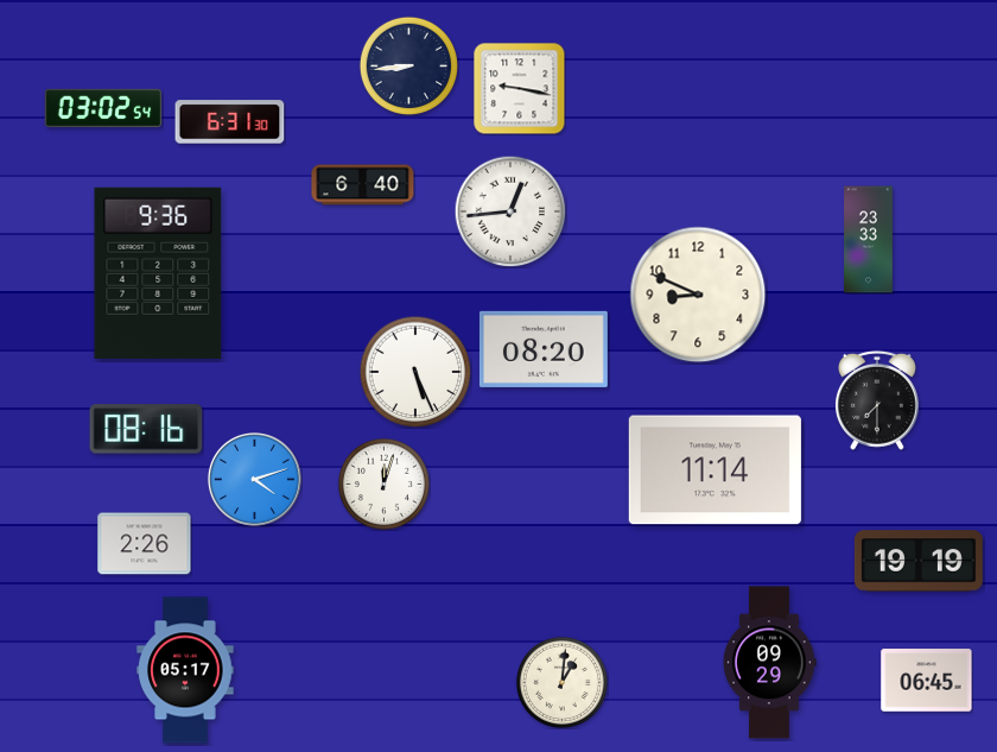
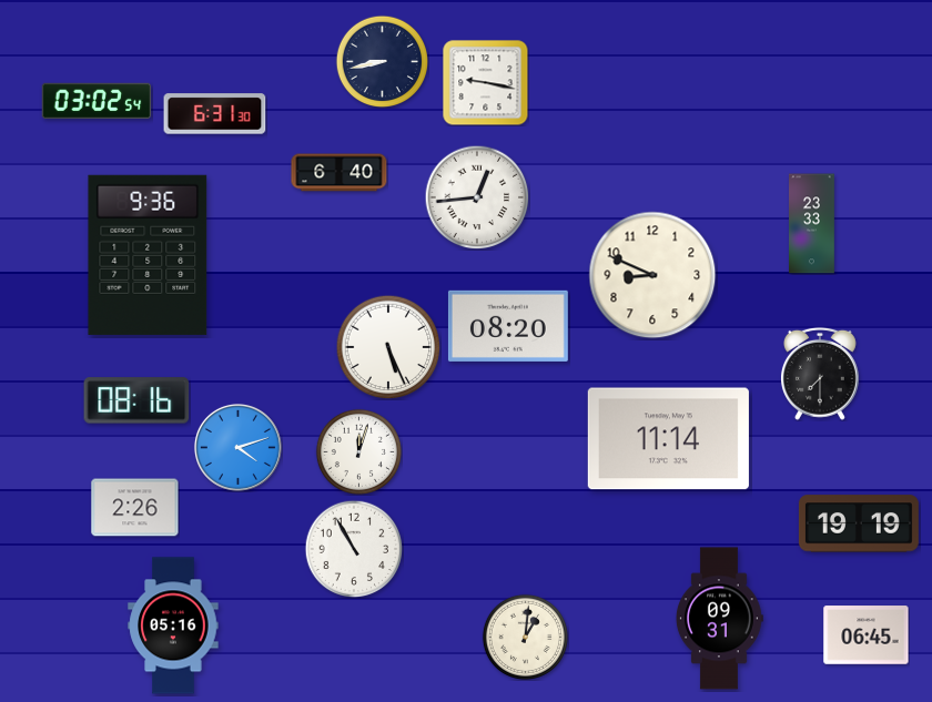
clock at (408, 65): 8:44 -> 8:43
clock at (354, 549): none -> 10:55
clock at (770, 663): 09:29 -> 09:31
clock at (185, 670): 05:17 -> 05:16
